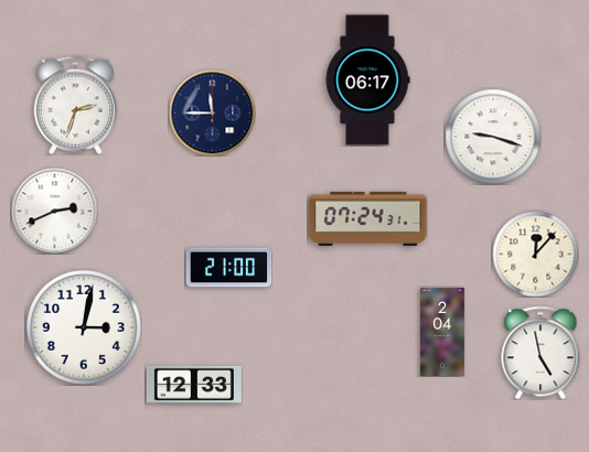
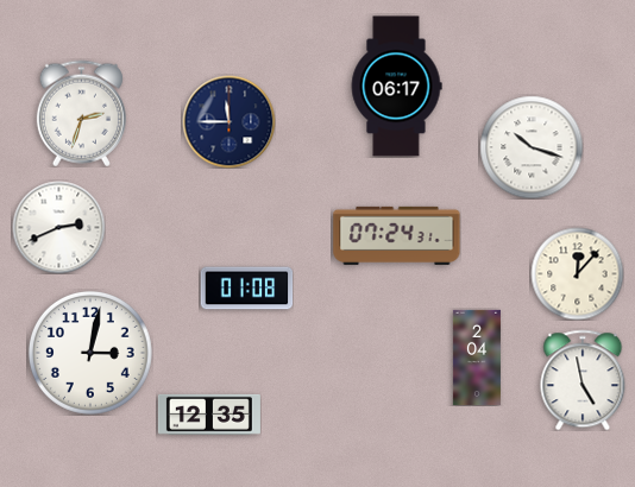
clock at (493, 137): 9:18 -> 10:18
clock at (228, 268): 21:00 -> 01:08
clock at (194, 385): 12:33 -> 12:35
